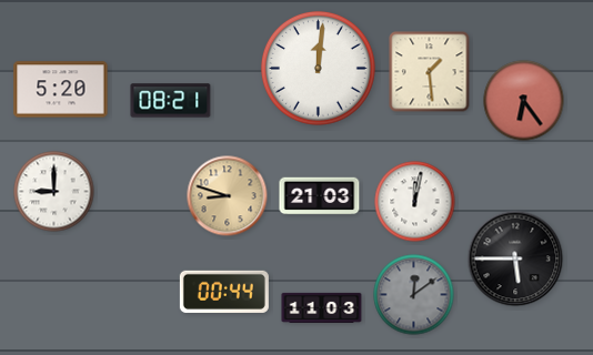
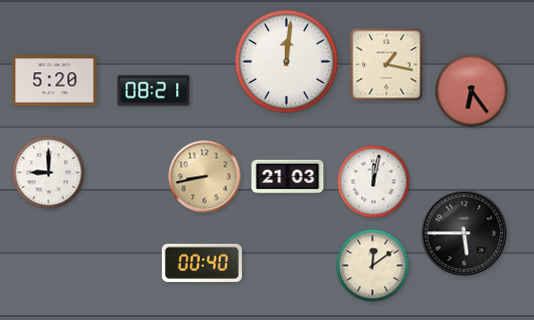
clock at (430, 72): 1:29 -> 1:17
clock at (228, 196): 8:48 -> 8:43
clock at (224, 292): 00:44 -> 00:40
clock at (414, 295) dial: grey -> cream
clock at (322, 307): 11:03 -> none
